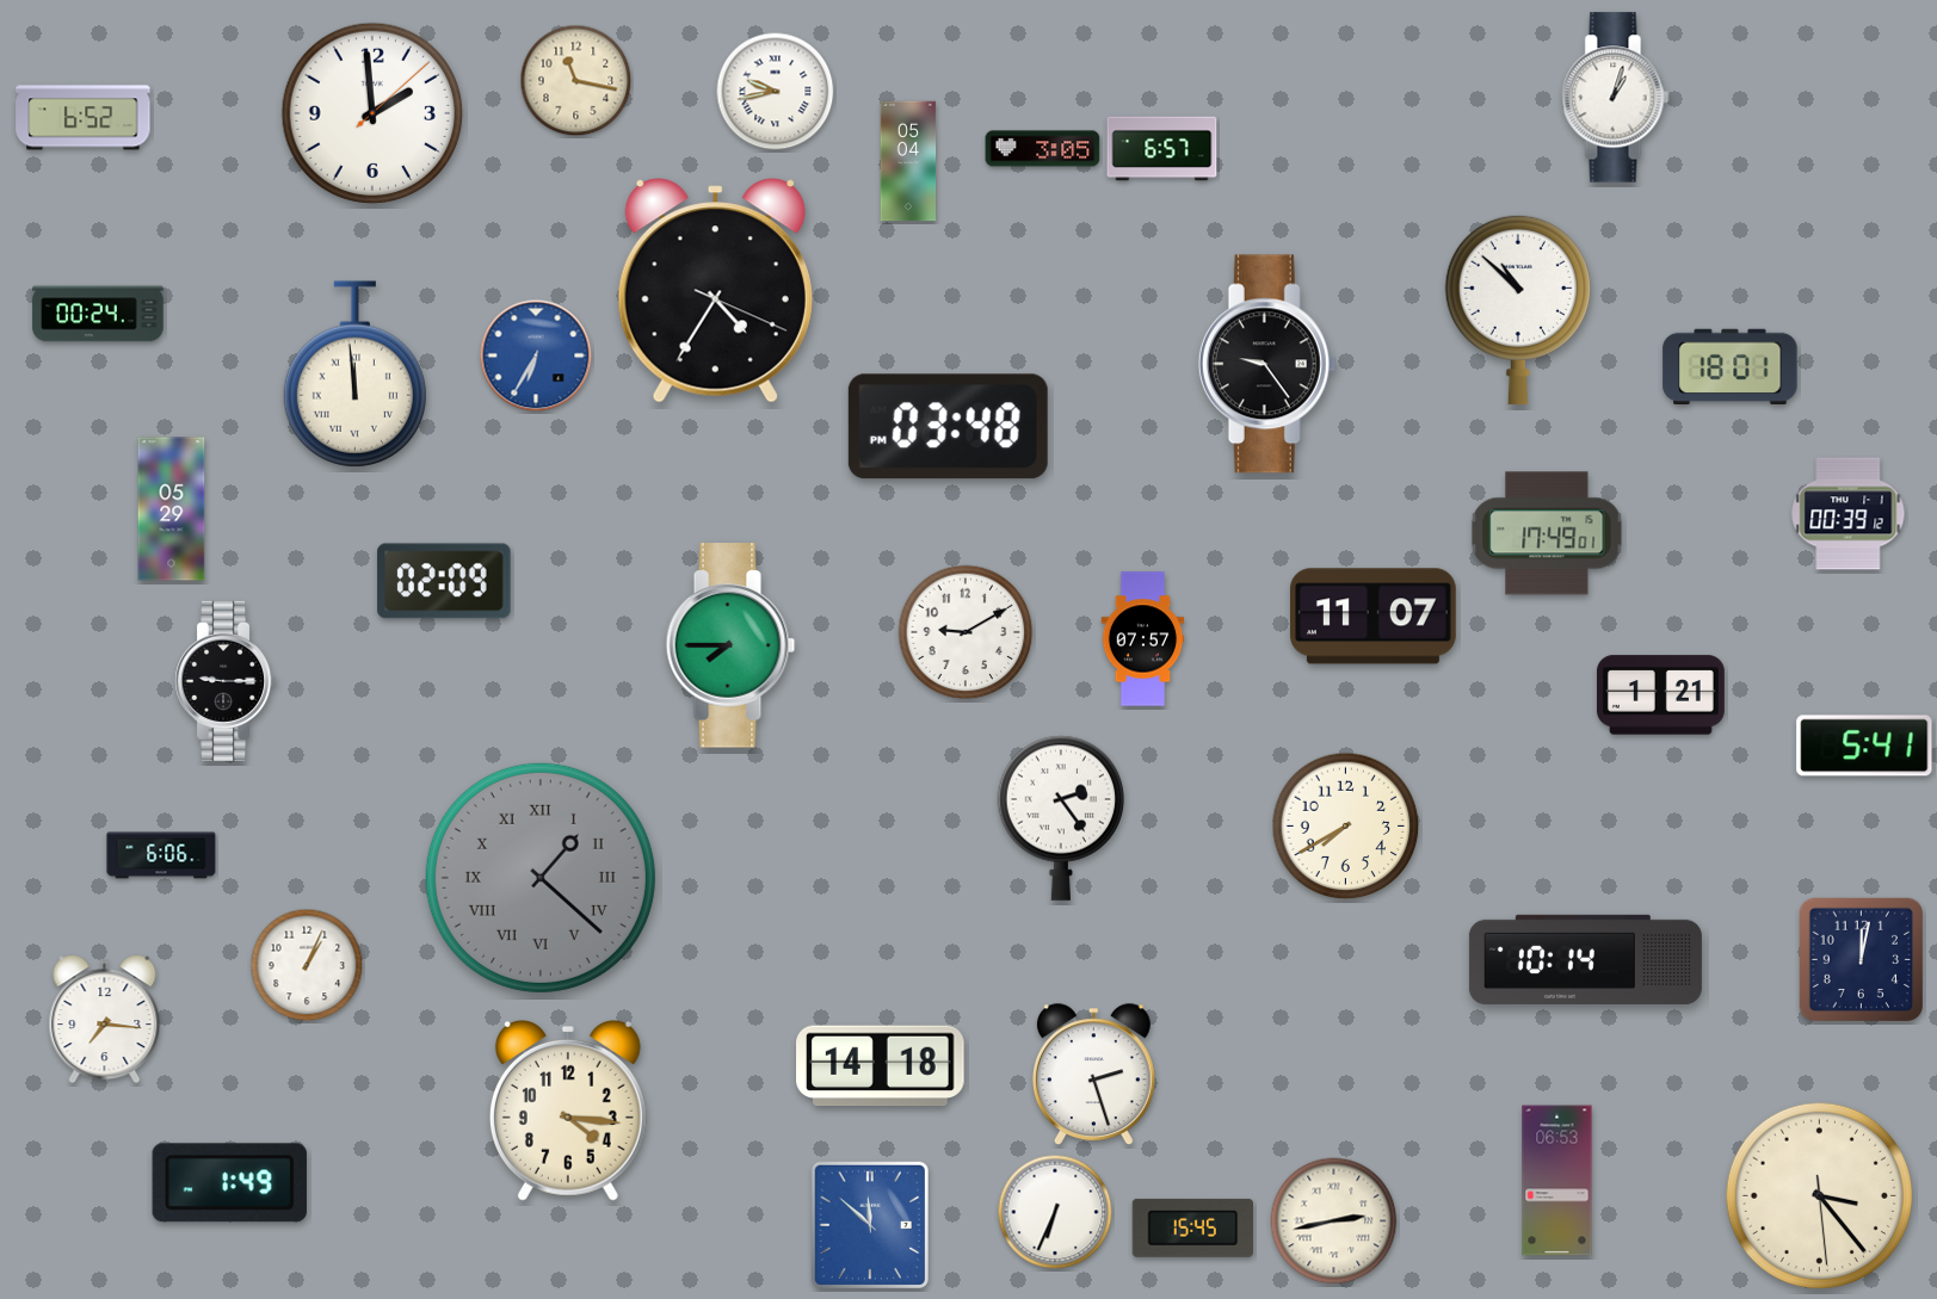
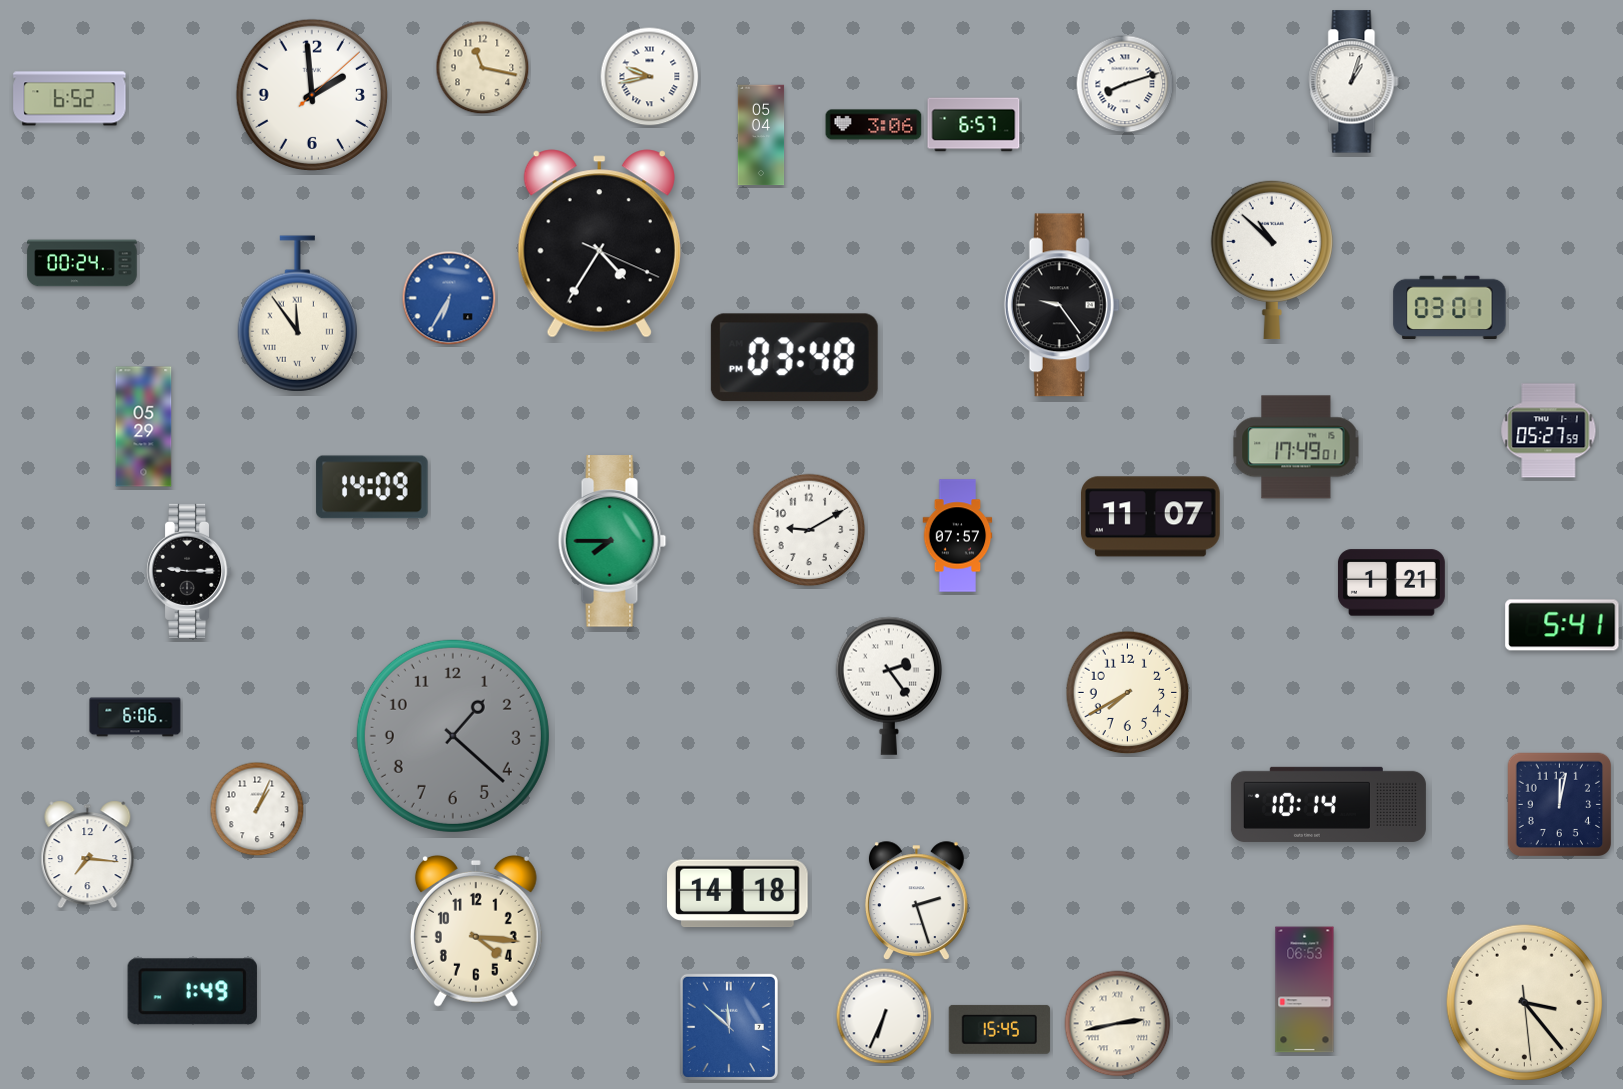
clock at (1125, 84): none -> 8:12
clock at (1043, 149): 3:05 -> 3:06
clock at (1731, 366): 18:01 -> 03:01
clock at (354, 375): 11:59 -> 11:54
clock at (1849, 514): 00:39 -> 05:27
clock at (444, 581): 02:09 -> 14:09
clock at (541, 878) numerals: Roman -> Arabic
